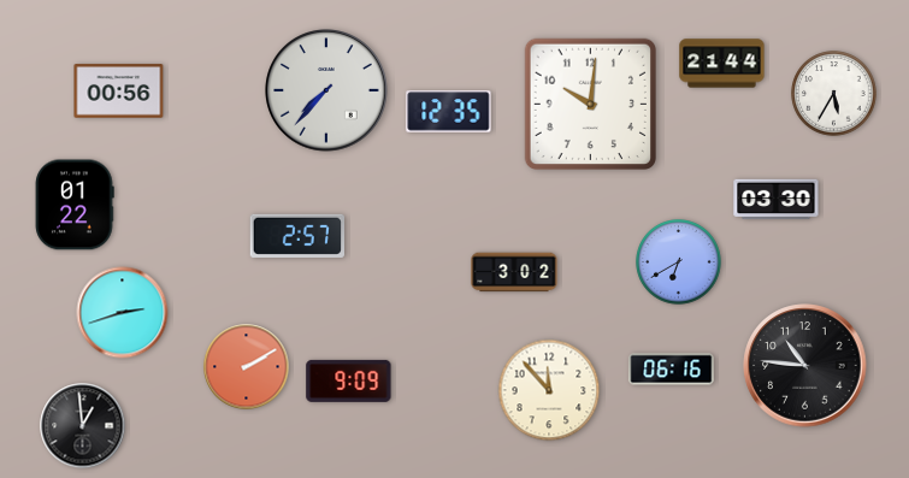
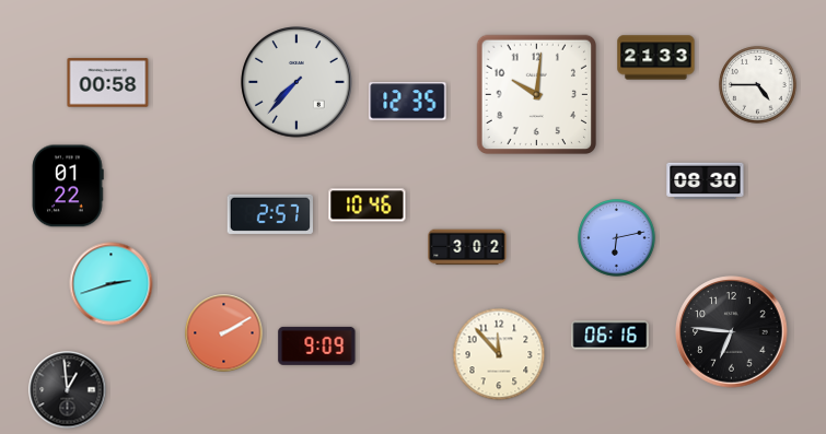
clock at (722, 64): 21:44 -> 21:33
clock at (119, 92): 00:56 -> 00:58
clock at (834, 94): 5:35 -> 4:45
clock at (777, 200): 03:30 -> 08:30
clock at (368, 206): none -> 10:46
clock at (679, 262): 6:40 -> 6:13
clock at (805, 366): 10:46 -> 6:46
clock at (83, 426) position: (83, 426) -> (68, 390)
